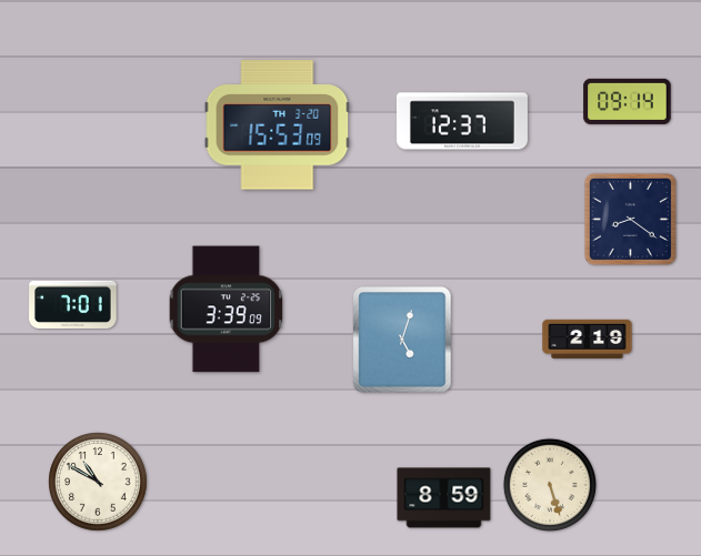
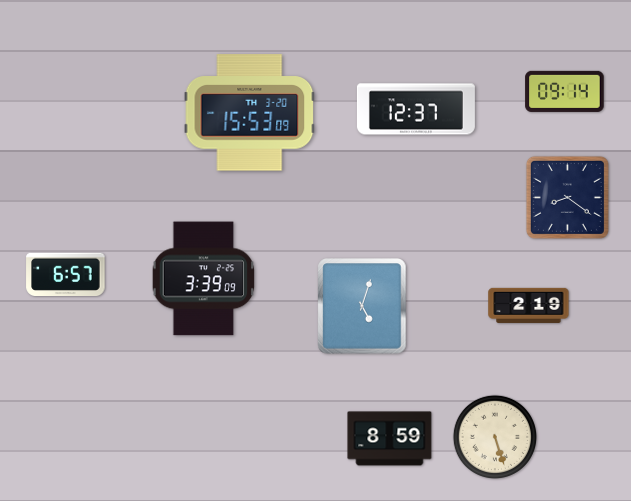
clock at (73, 304): 7:01 -> 6:57
clock at (98, 482): 10:50 -> none
clock at (444, 498) position: (444, 498) -> (390, 439)
